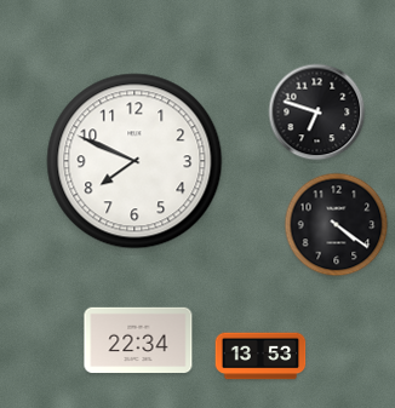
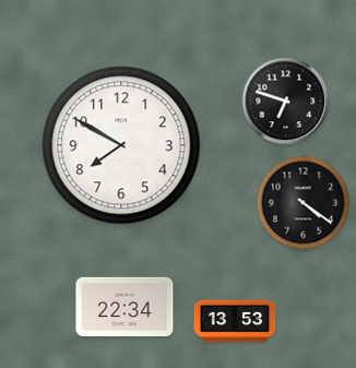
clock at (134, 161): 7:49 -> 7:50
